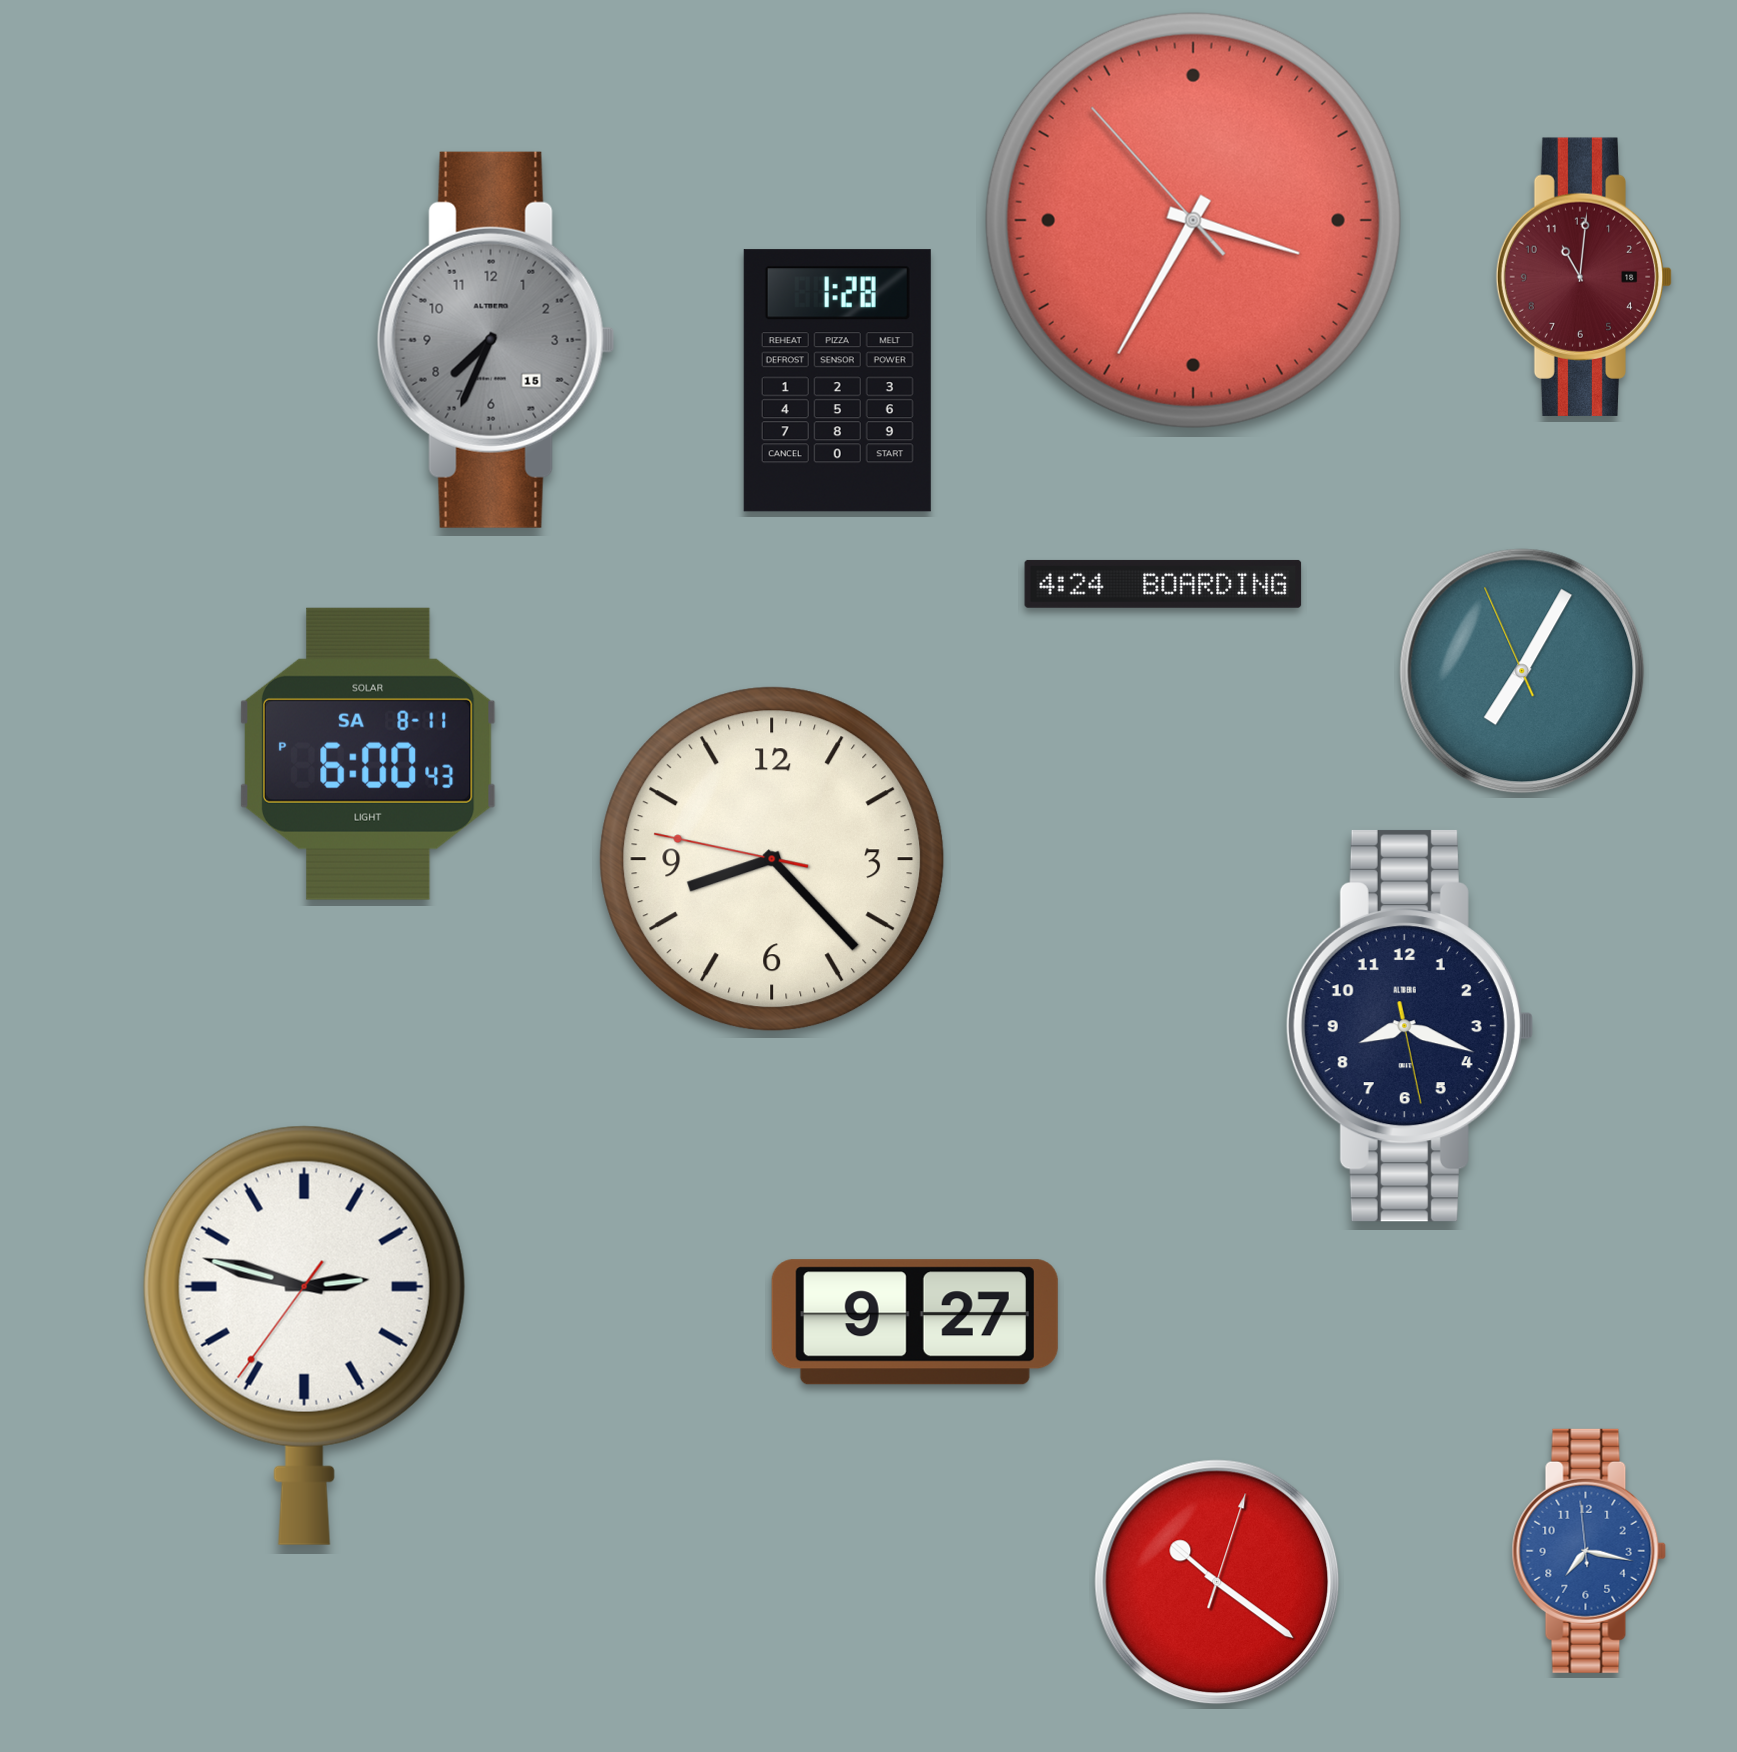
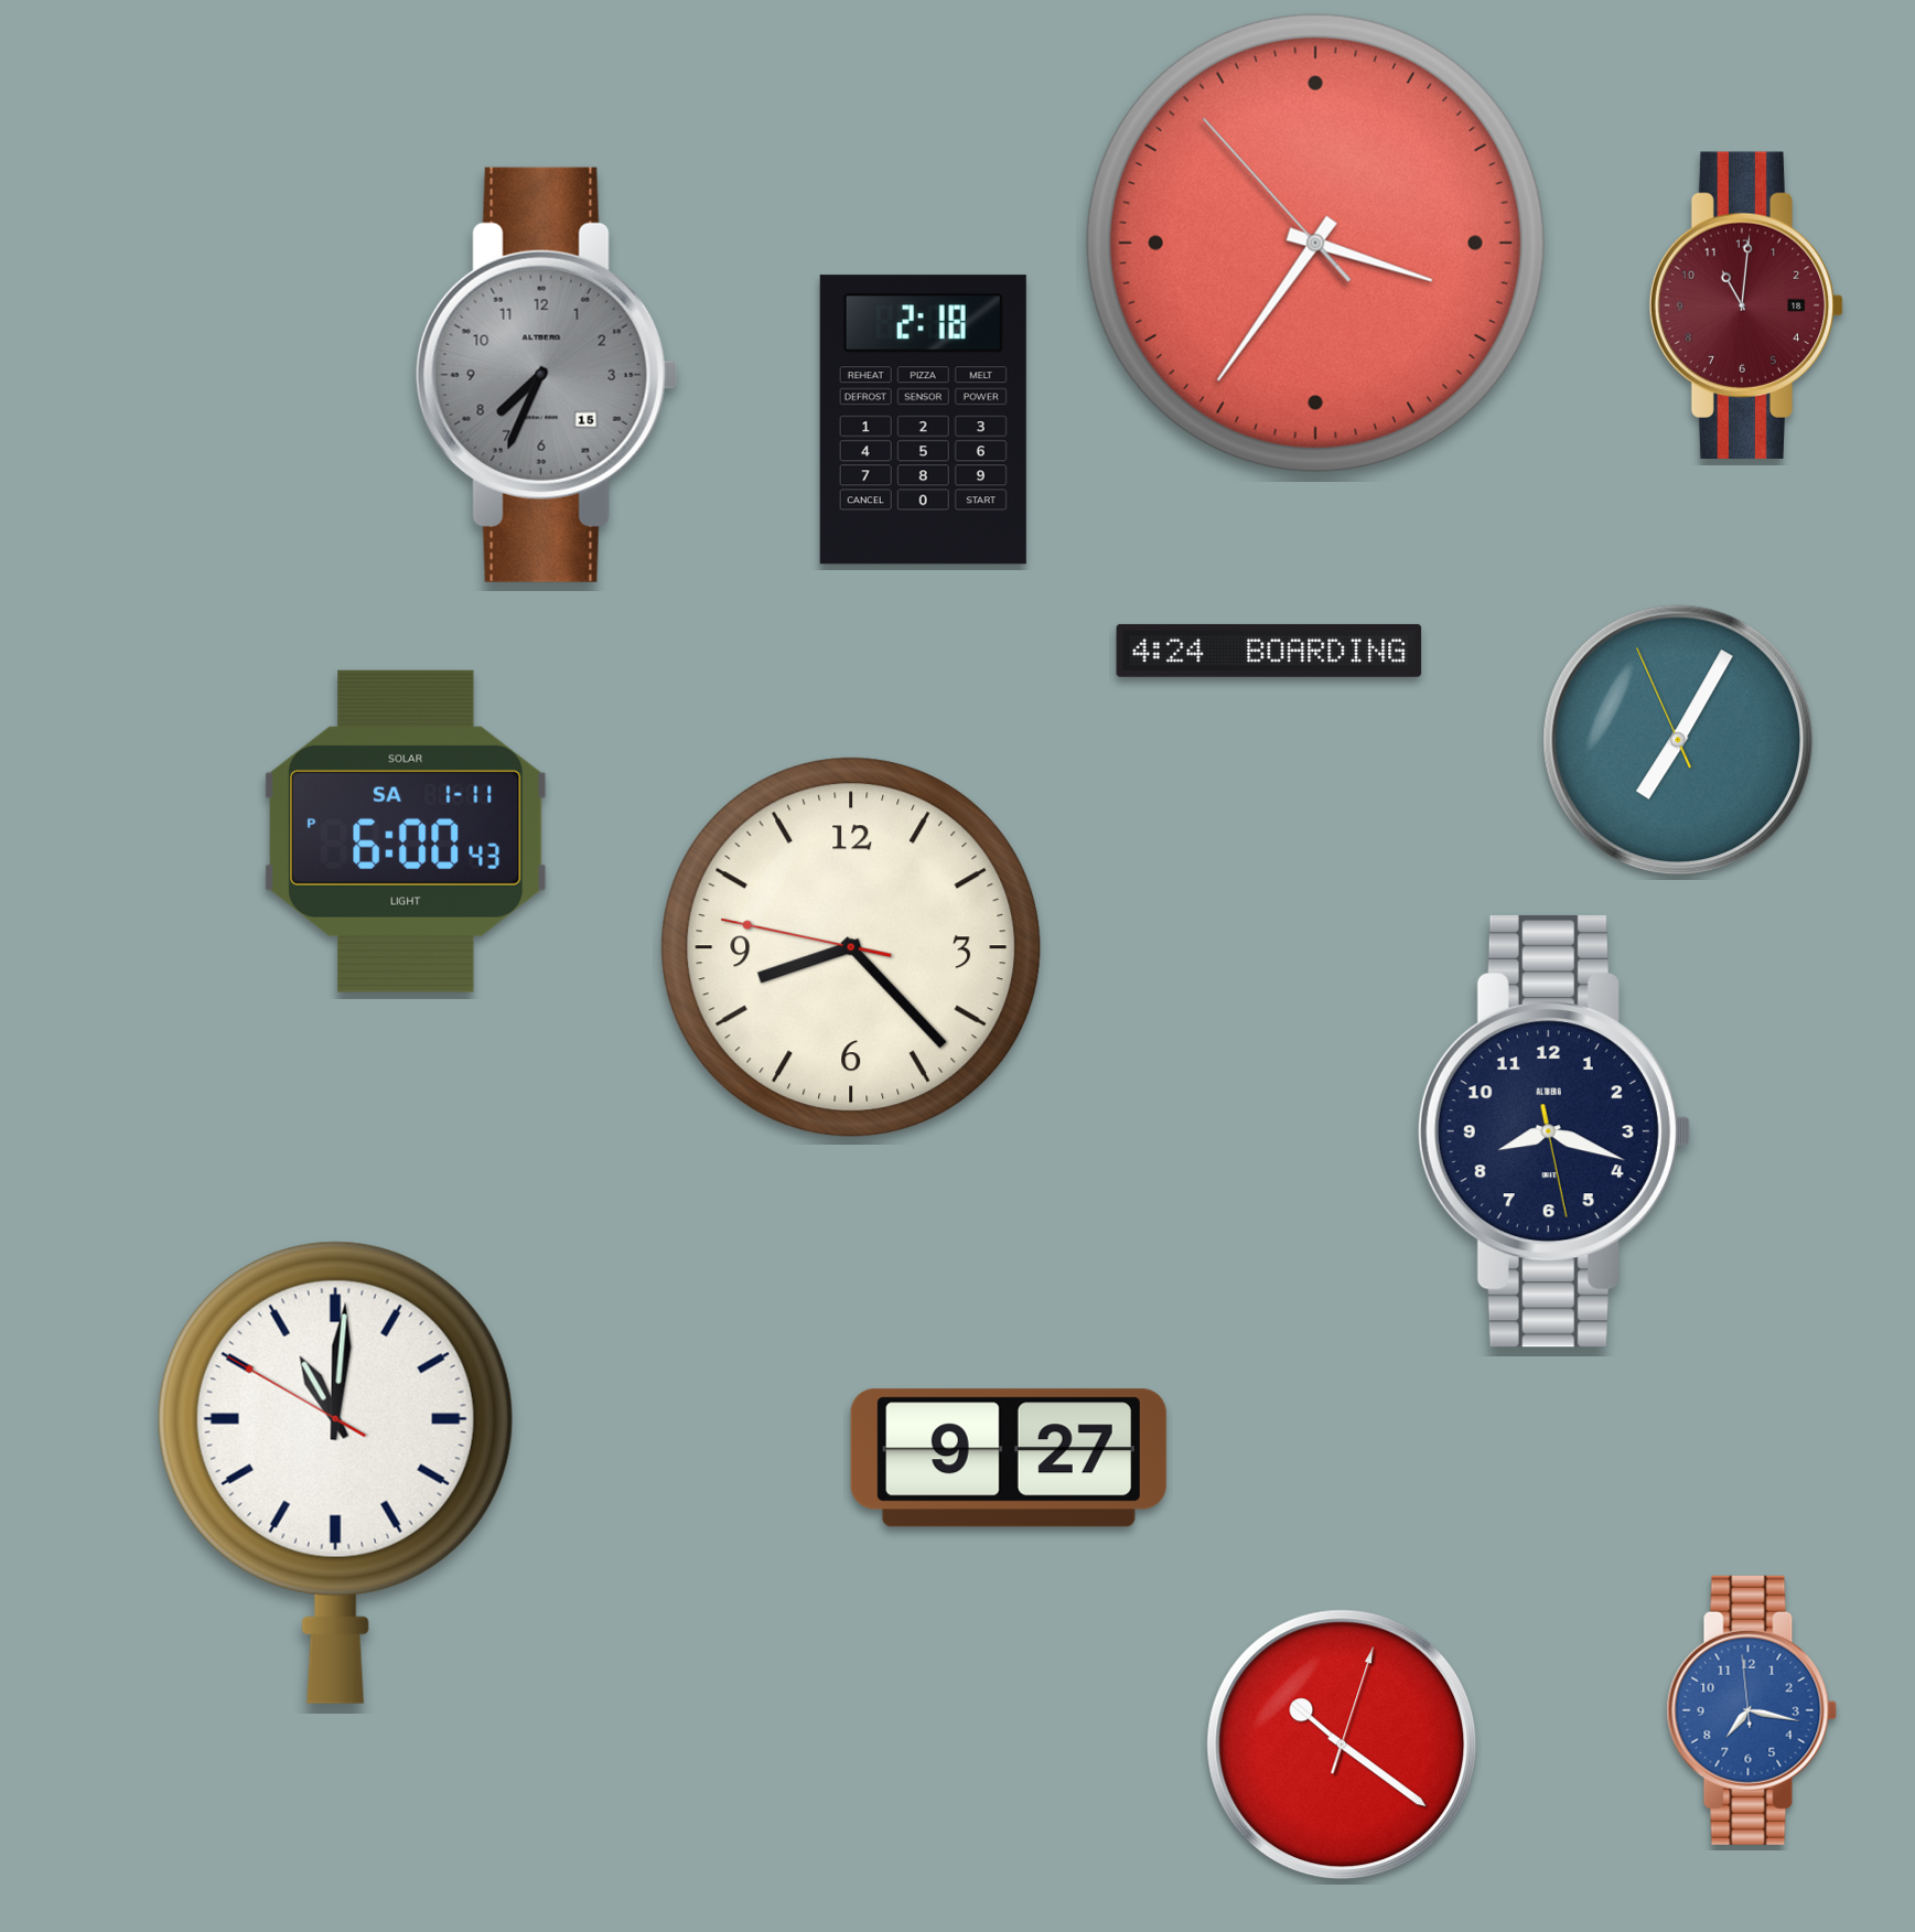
clock at (1193, 220): 3:34 -> 3:35
clock at (837, 381): 1:28 -> 2:18
clock at (1163, 584) position: (1163, 584) -> (1269, 651)
clock at (368, 754) date: SA 8-11 -> SA 1-11
clock at (304, 1335): 2:47 -> 11:00
